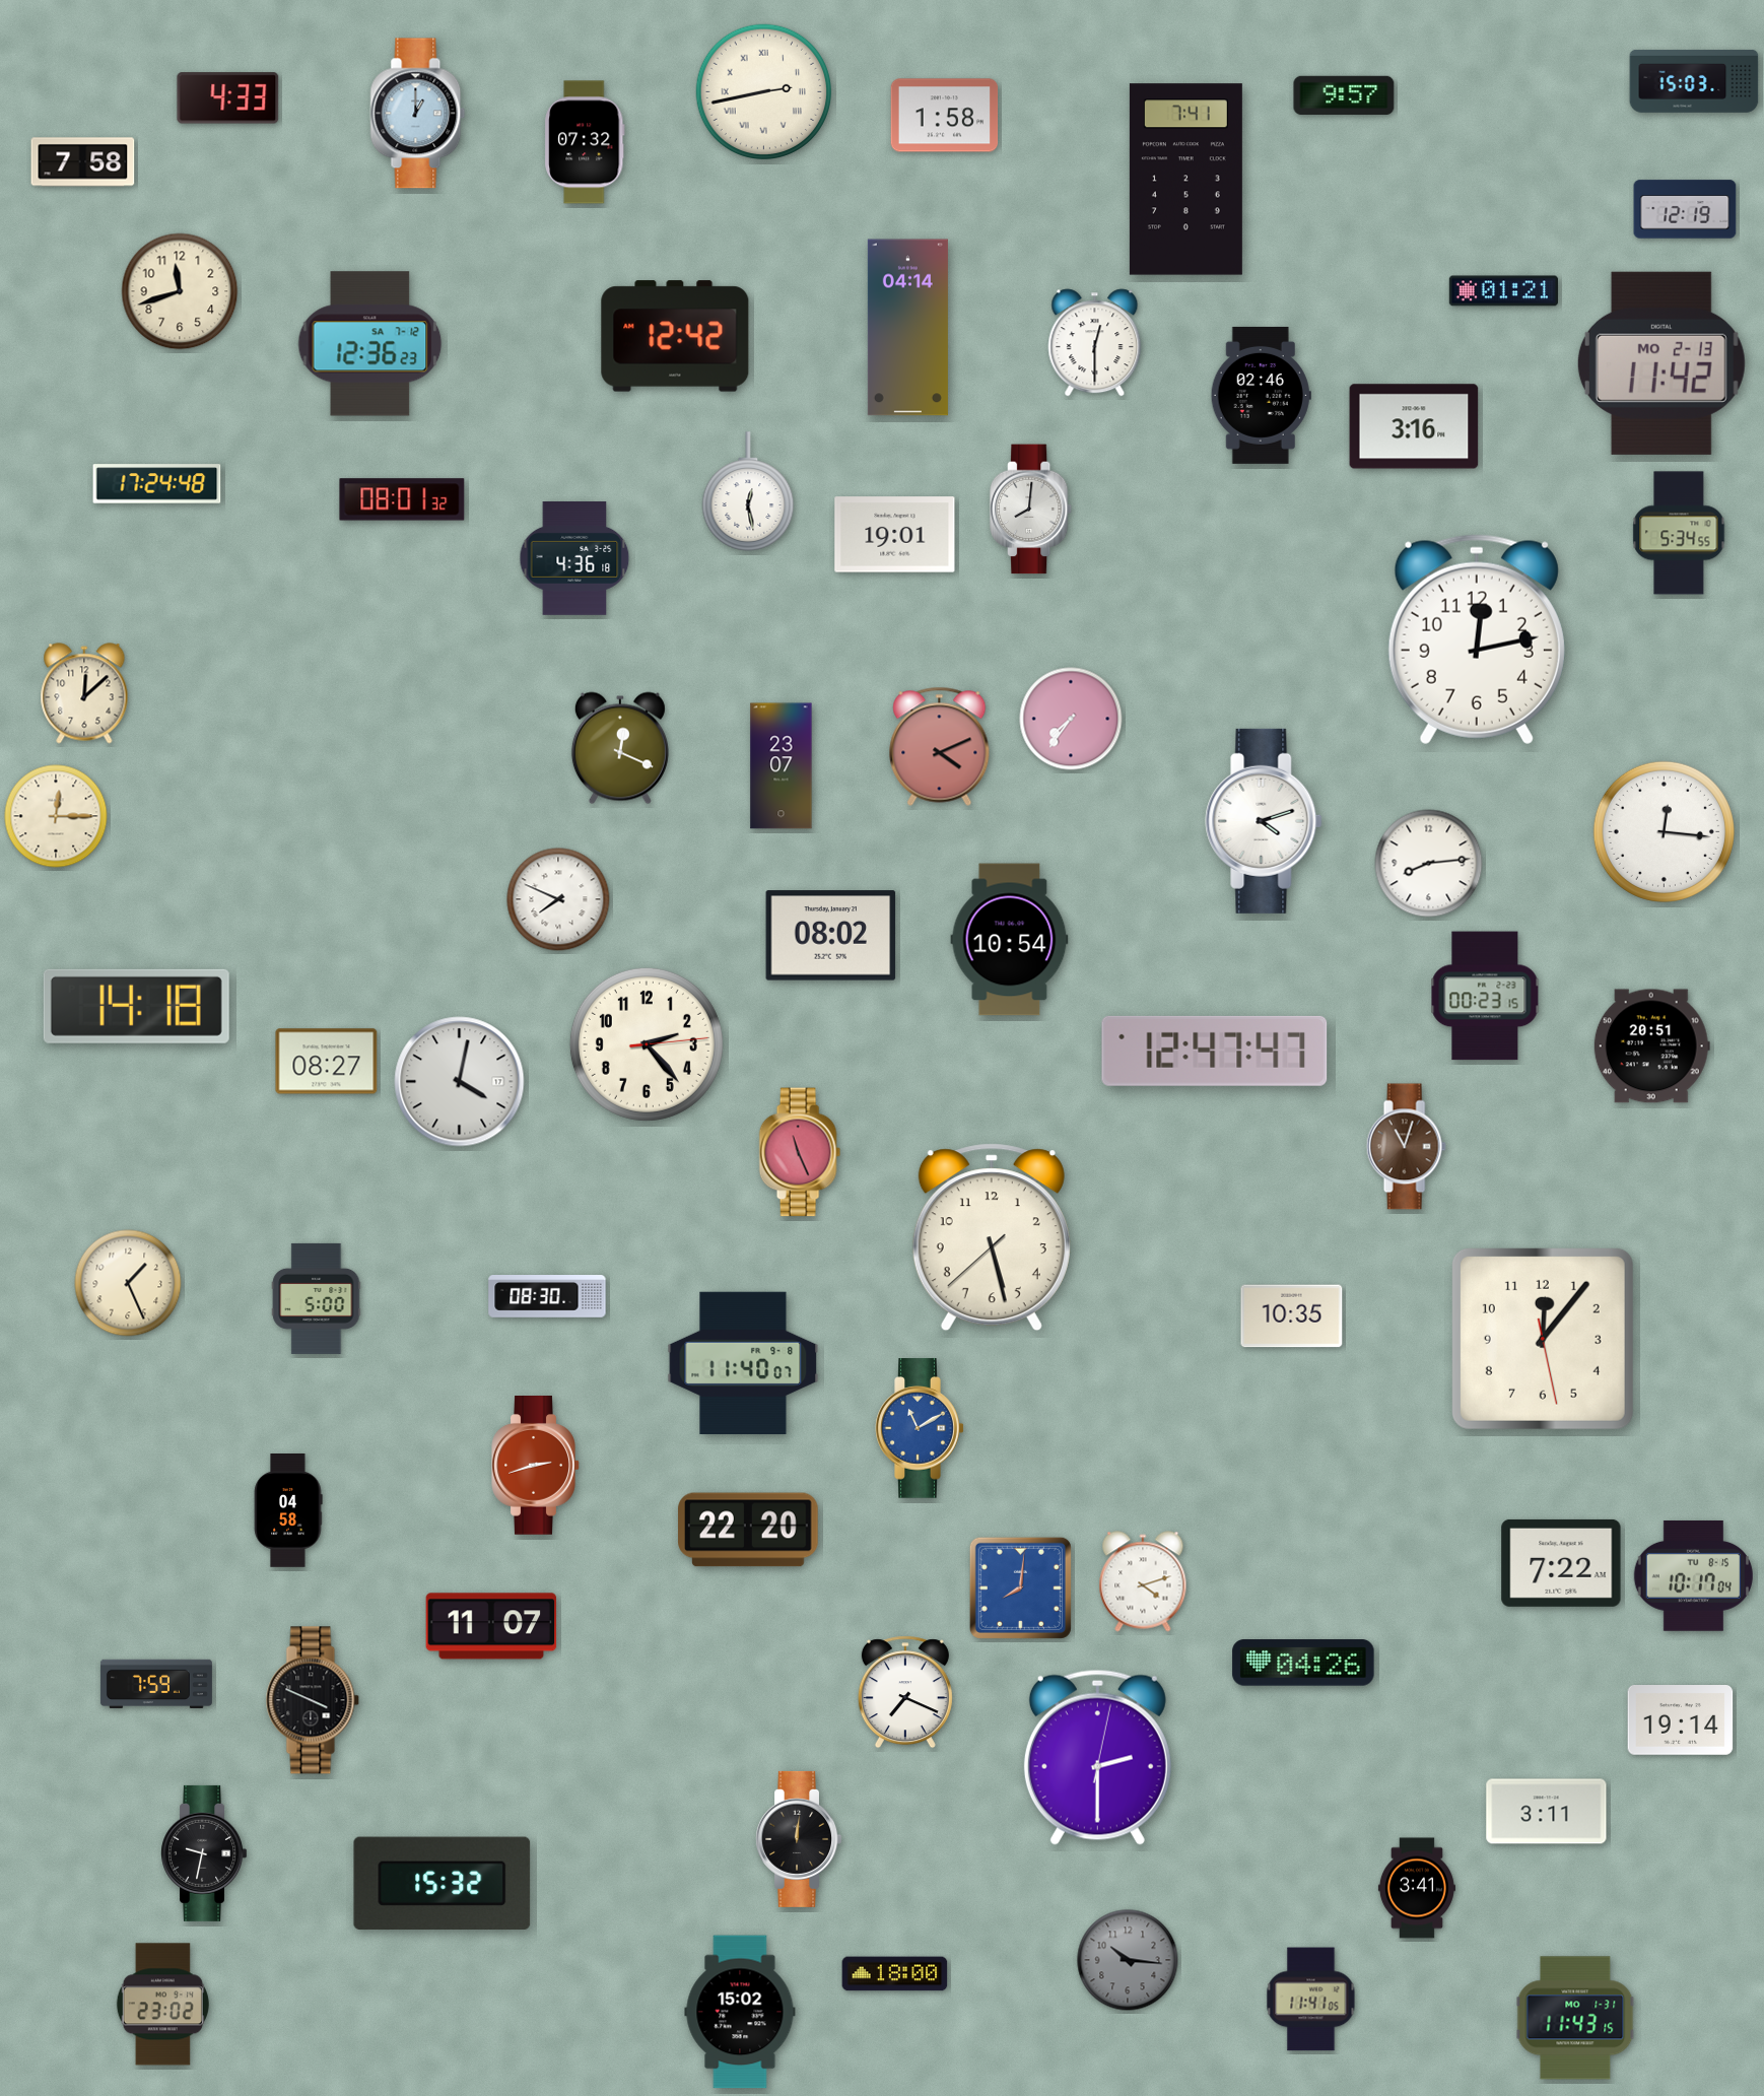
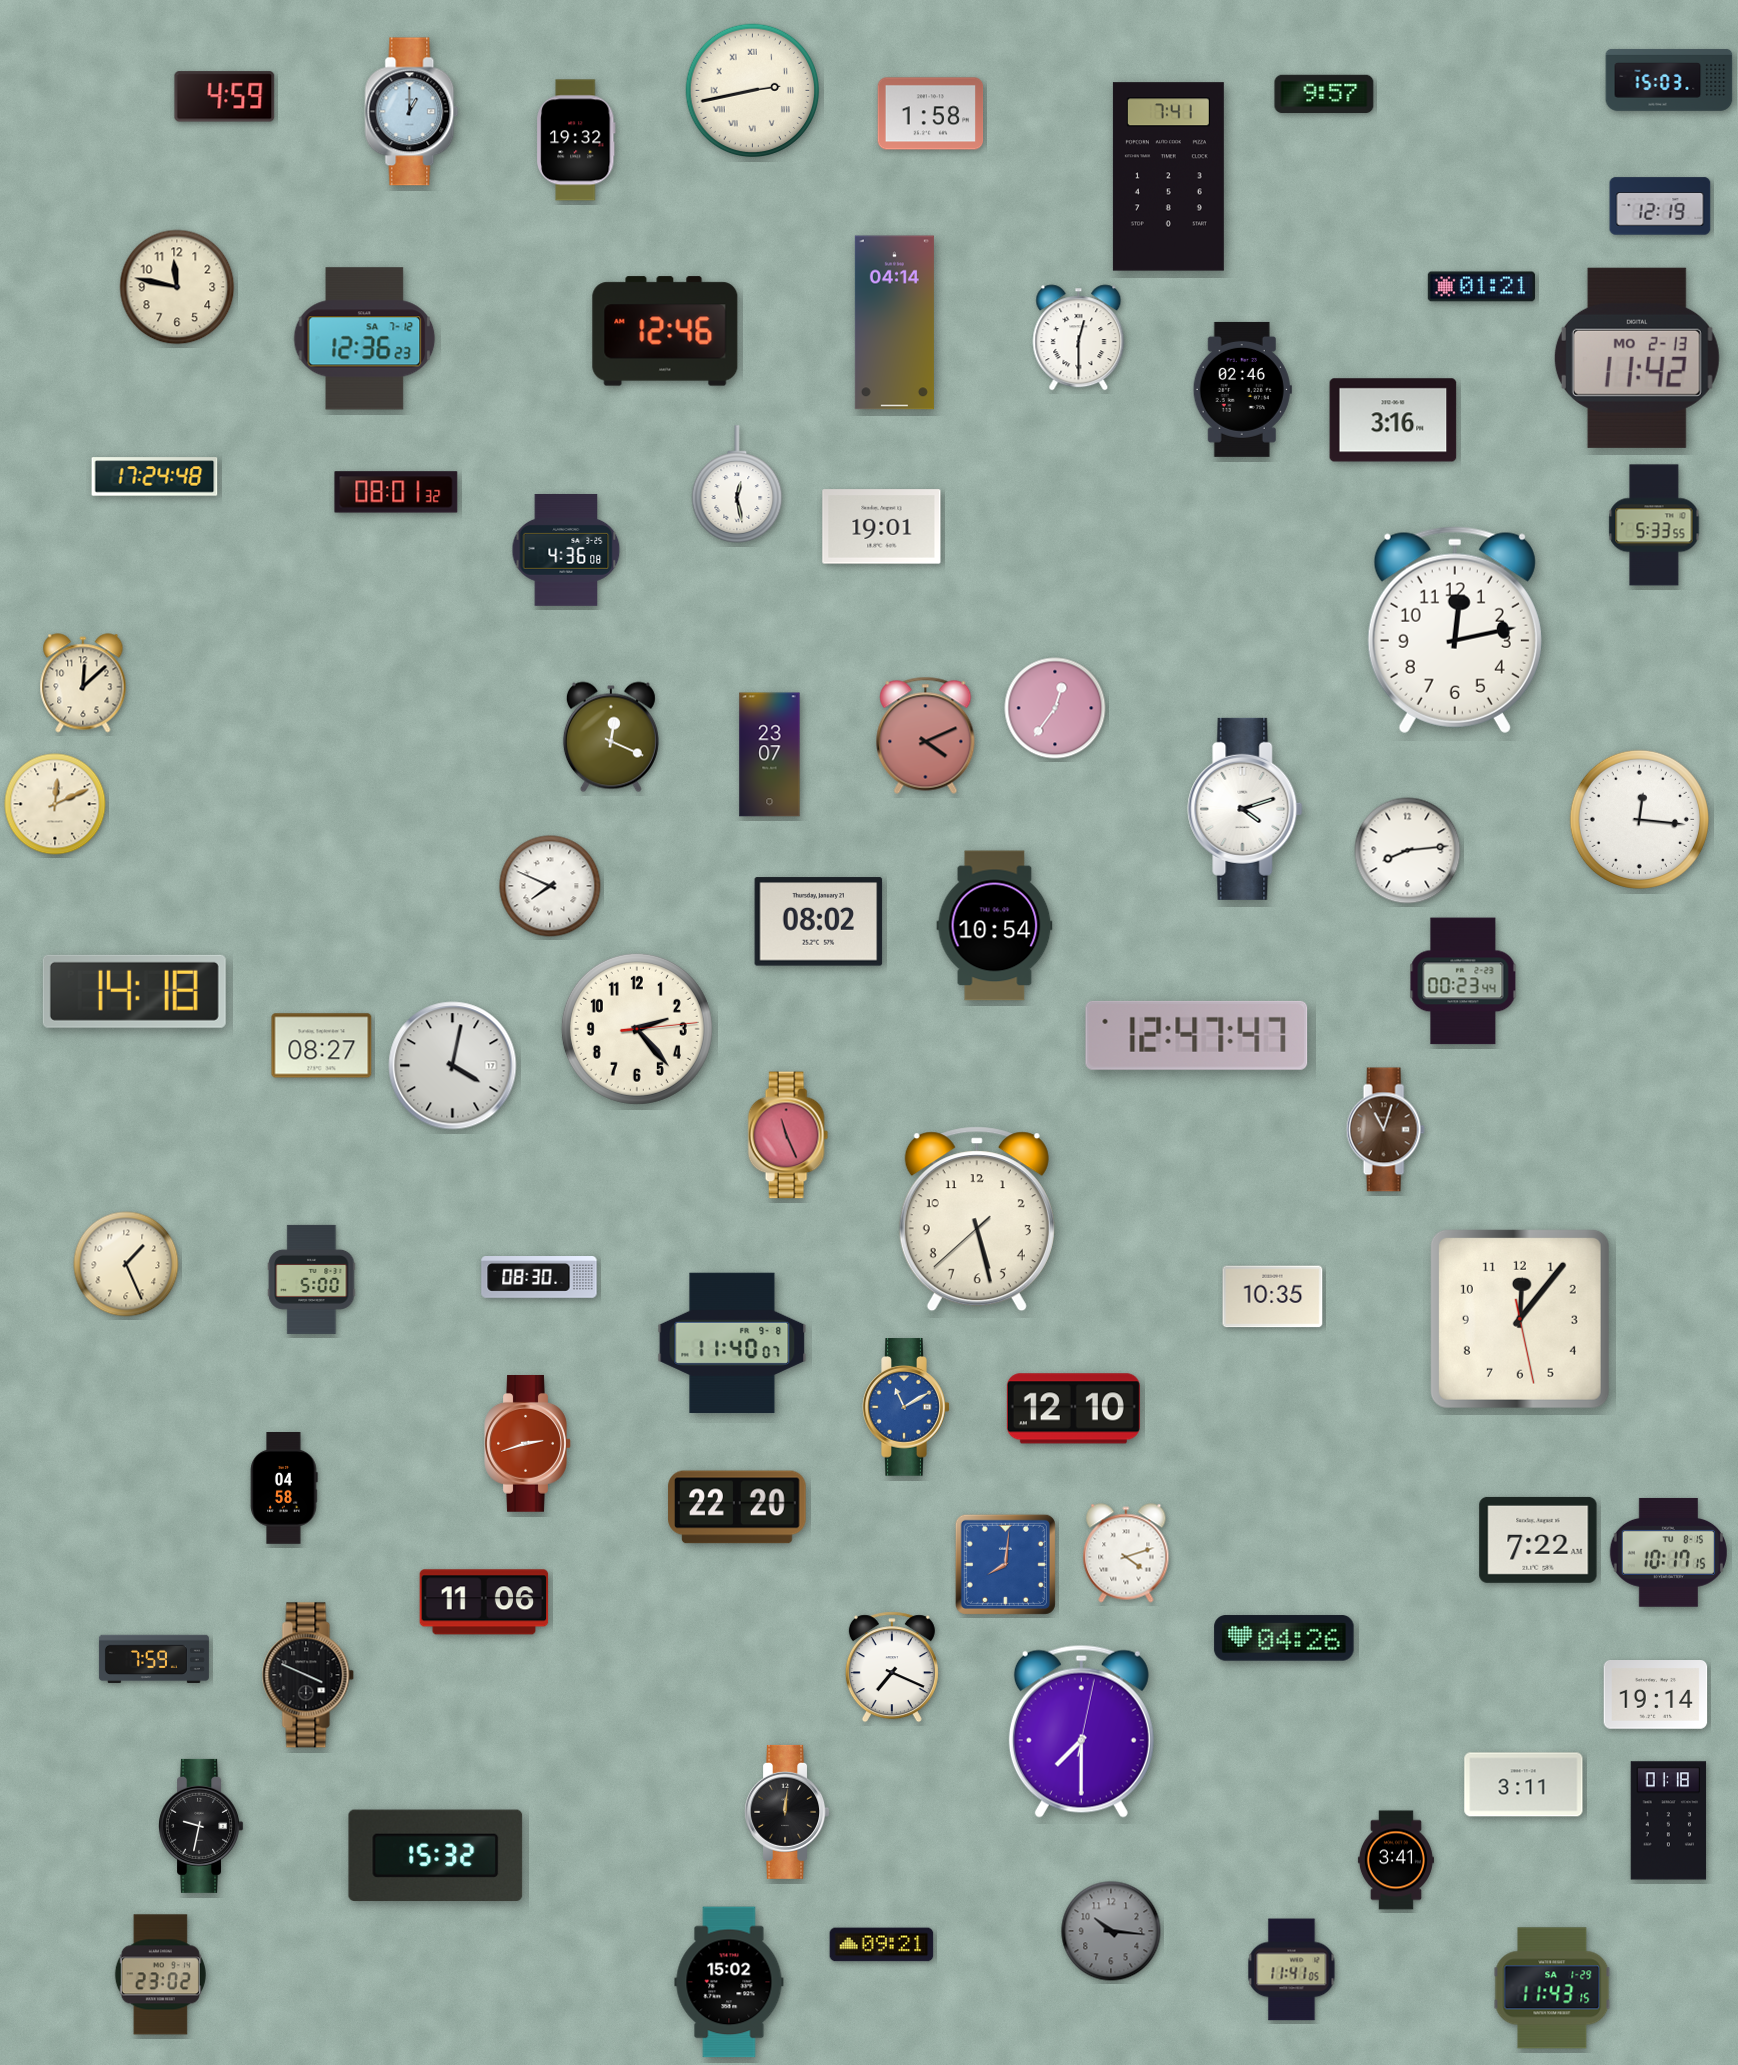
clock at (228, 98): 4:33 -> 4:59
clock at (585, 142): 07:32 -> 19:32
clock at (83, 162): 7:58 -> none
clock at (180, 291): 11:42 -> 11:47
clock at (675, 336): 12:42 -> 12:46
clock at (1031, 510): 8:01 -> none
clock at (1679, 533): 5:34 -> 5:33
clock at (574, 559): 4:36:18 -> 4:36:08
clock at (1071, 719): 7:36 -> 12:36
clock at (56, 816): 12:15 -> 12:11
clock at (1485, 996): 00:23:15 -> 00:23:44
clock at (1651, 1046): 20:51 -> none
clock at (1073, 1409): none -> 12:10
clock at (1693, 1576): 10:17:04 -> 10:17:15
clock at (1143, 1581) position: (1143, 1581) -> (1126, 1553)
clock at (491, 1626): 11:07 -> 11:06
clock at (1097, 1757): 2:30 -> 7:30
clock at (1669, 1821): none -> 01:18
clock at (895, 1974): 18:00 -> 09:21
clock at (1575, 2018) date: MO 1-31 -> SA 1-29
